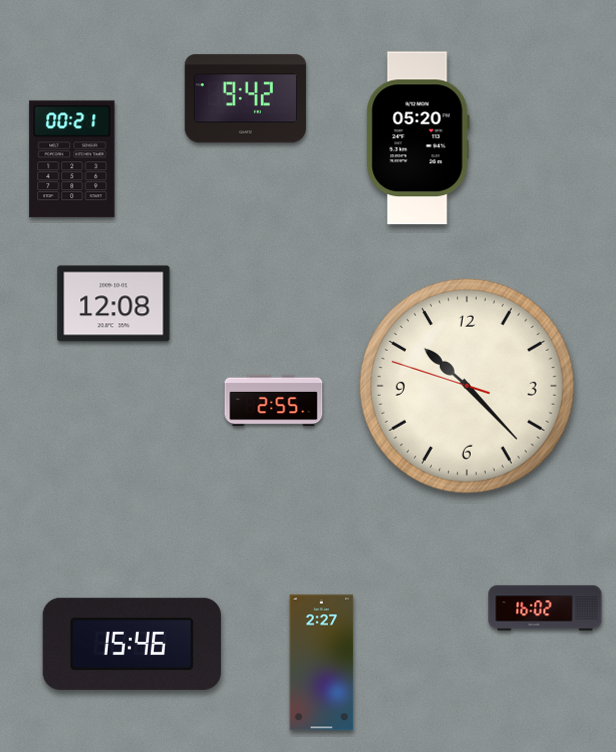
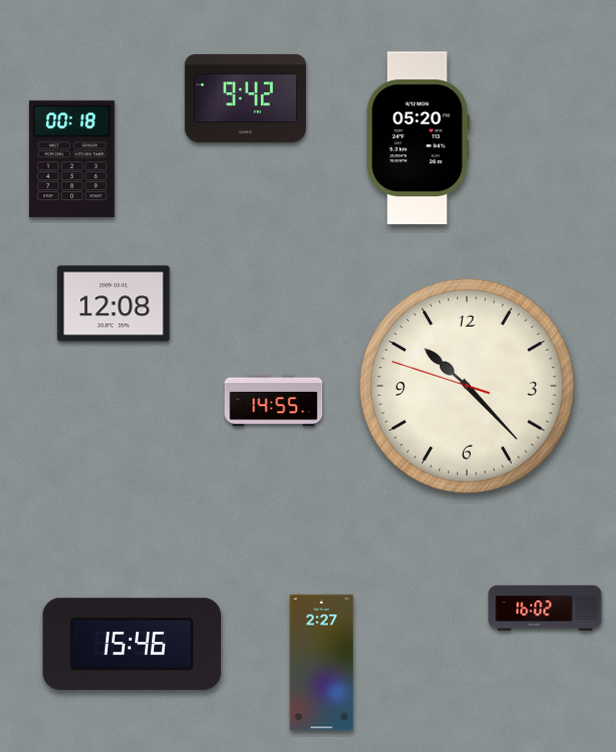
clock at (72, 159): 00:21 -> 00:18
clock at (274, 401): 2:55 -> 14:55
